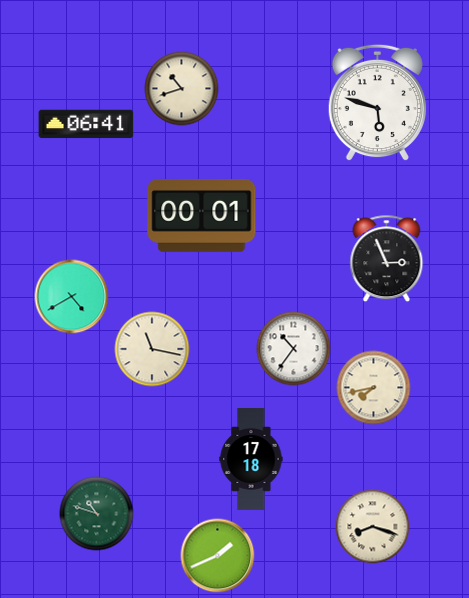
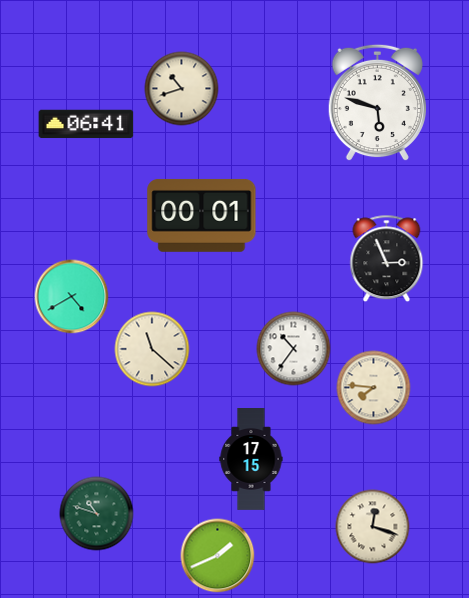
clock at (152, 349): 11:17 -> 11:22
clock at (374, 388): 7:43 -> 7:46
clock at (251, 460): 17:18 -> 17:15
clock at (373, 527): 8:18 -> 12:18
